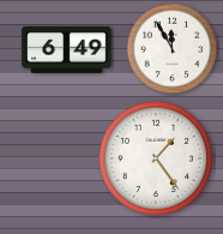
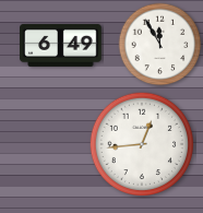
clock at (173, 49) position: (173, 49) -> (160, 45)
clock at (155, 157): 1:24 -> 12:44
